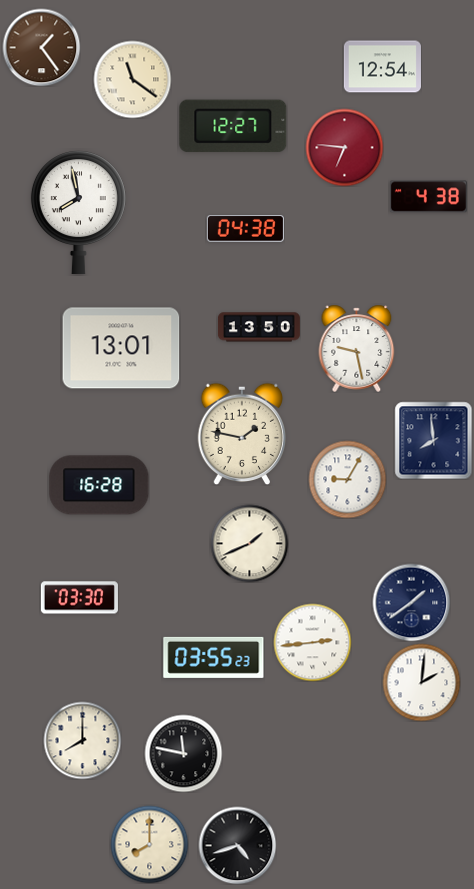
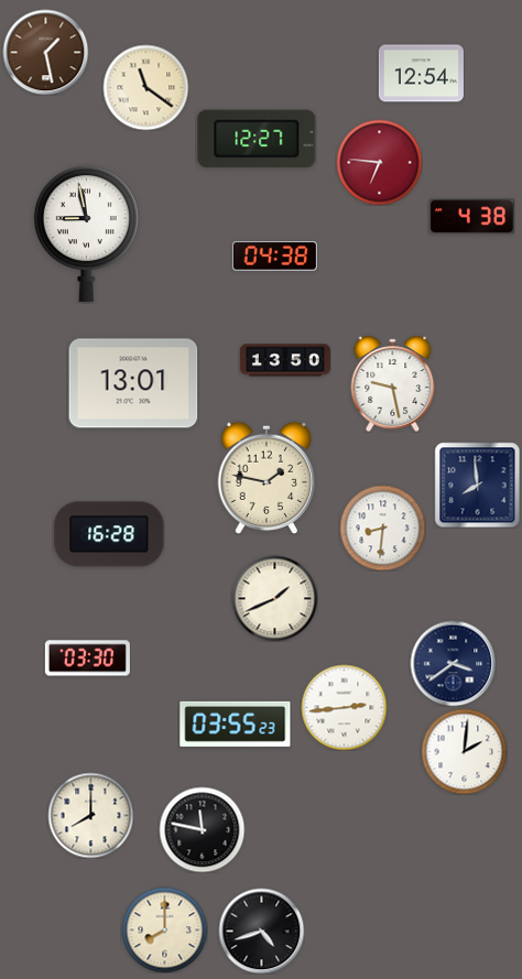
clock at (41, 47): 1:24 -> 1:28
clock at (78, 213): 7:58 -> 8:58
clock at (245, 229) position: (245, 229) -> (274, 257)
clock at (347, 479): 9:05 -> 8:31
clock at (411, 602): 1:39 -> 3:39
